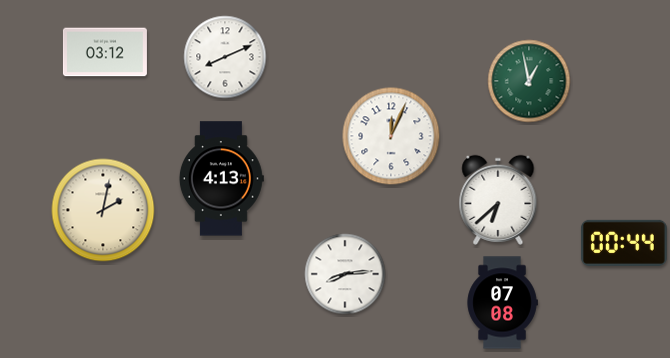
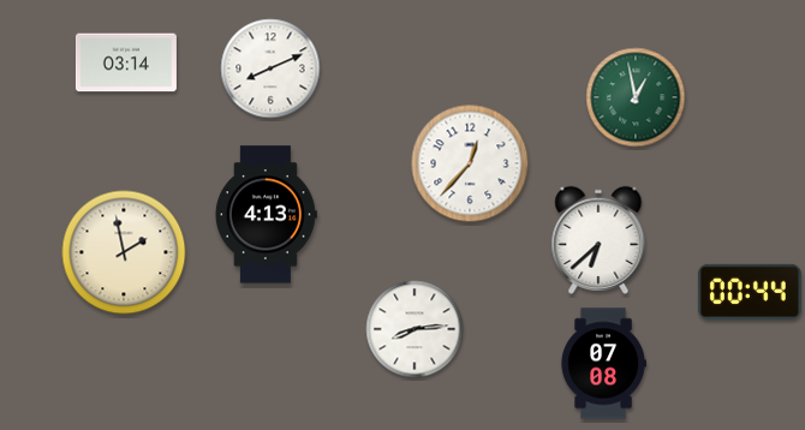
clock at (105, 52): 03:12 -> 03:14
clock at (391, 136): 12:04 -> 12:37
clock at (103, 210): 2:02 -> 1:58
